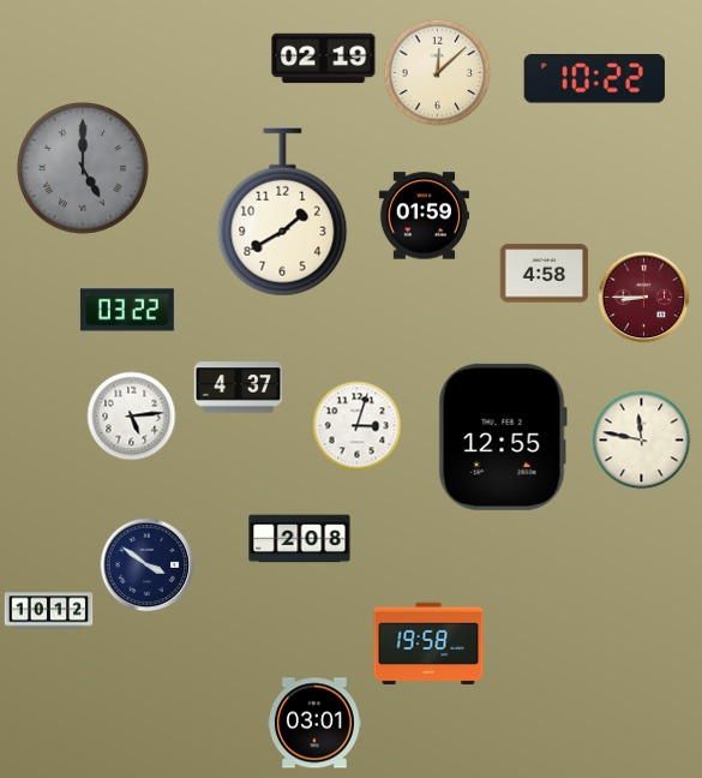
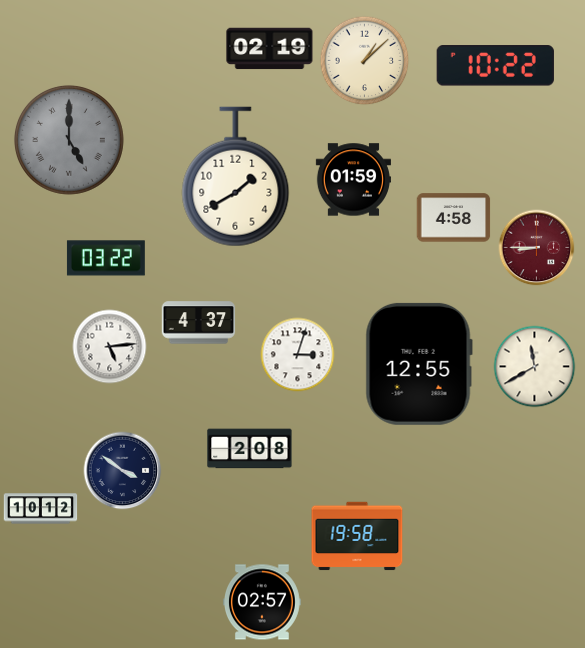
clock at (438, 73): 12:08 -> 1:08
clock at (545, 274) position: (545, 274) -> (454, 218)
clock at (642, 441): 11:47 -> 11:40
clock at (314, 723): 03:01 -> 02:57
